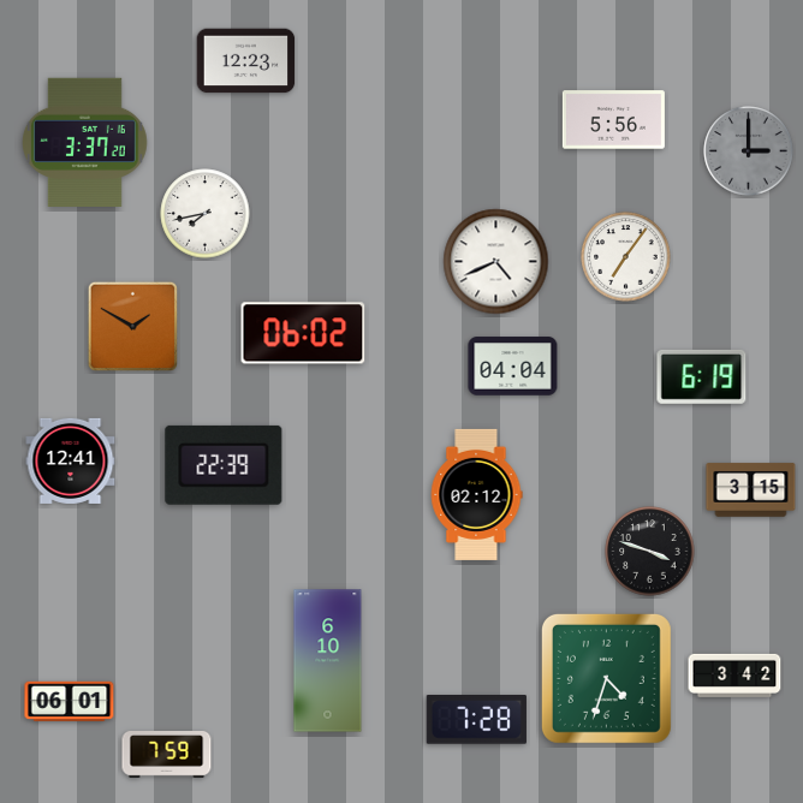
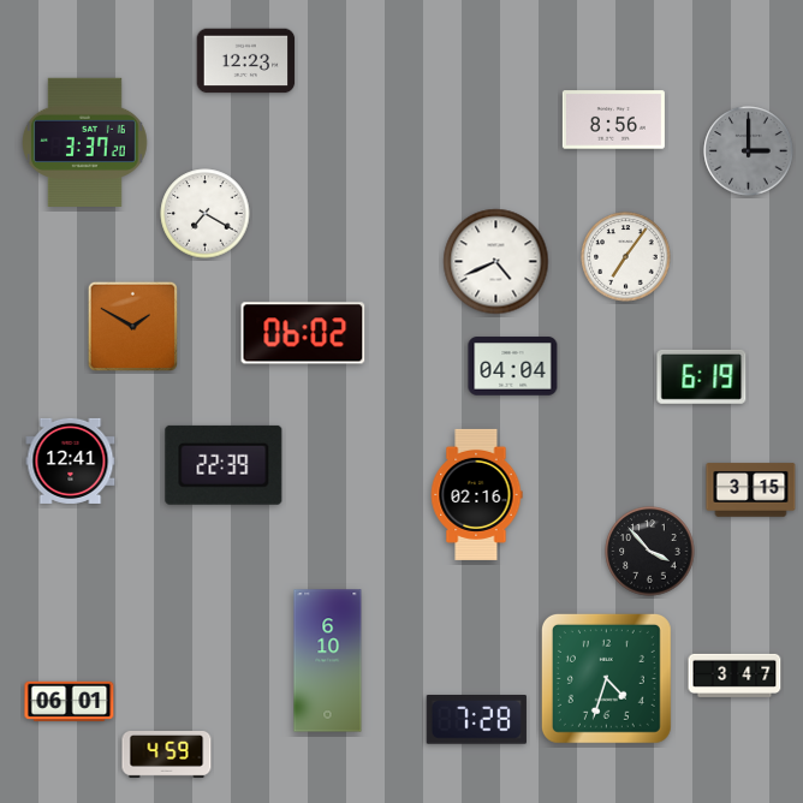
clock at (613, 120): 5:56 -> 8:56
clock at (206, 214): 7:43 -> 7:20
clock at (476, 494): 02:12 -> 02:16
clock at (650, 552): 3:48 -> 3:53
clock at (734, 676): 3:42 -> 3:47
clock at (167, 755): 7:59 -> 4:59
